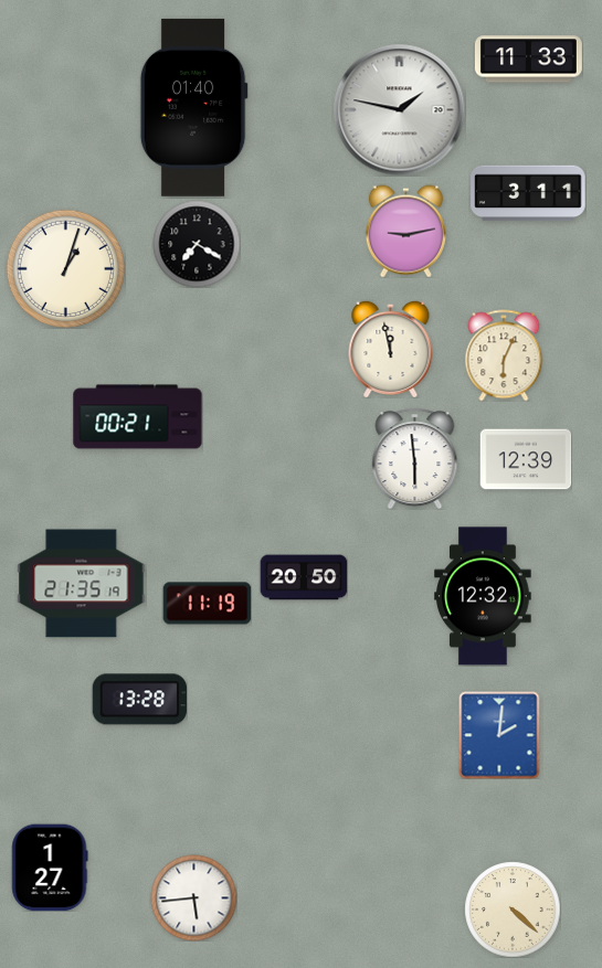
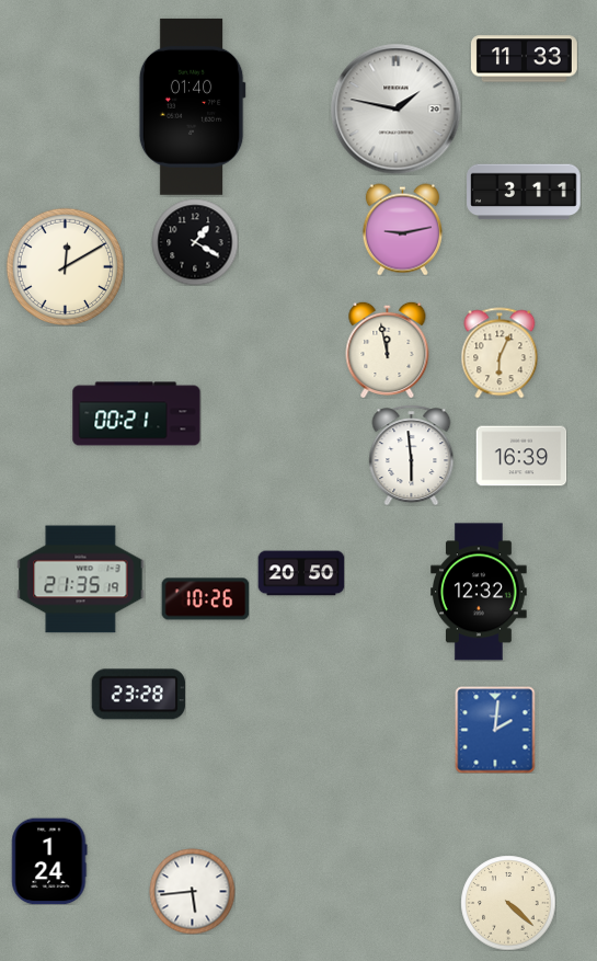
clock at (197, 244): 7:20 -> 1:20
clock at (65, 268): 1:03 -> 12:10
clock at (391, 349) position: (391, 349) -> (388, 350)
clock at (526, 459): 12:39 -> 16:39
clock at (207, 604): 11:19 -> 10:26
clock at (139, 700): 13:28 -> 23:28
clock at (50, 868): 1:27 -> 1:24
